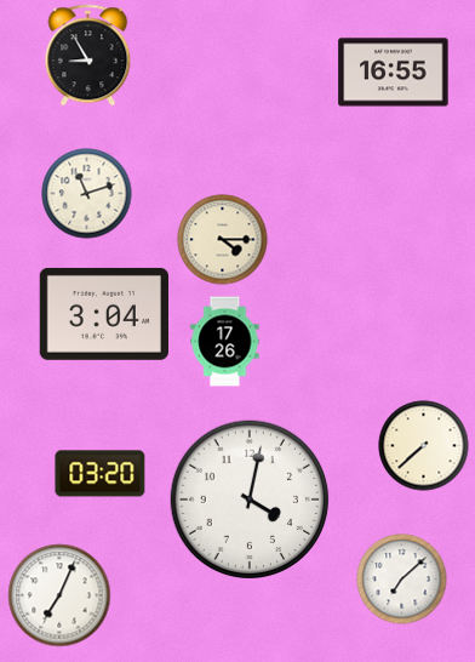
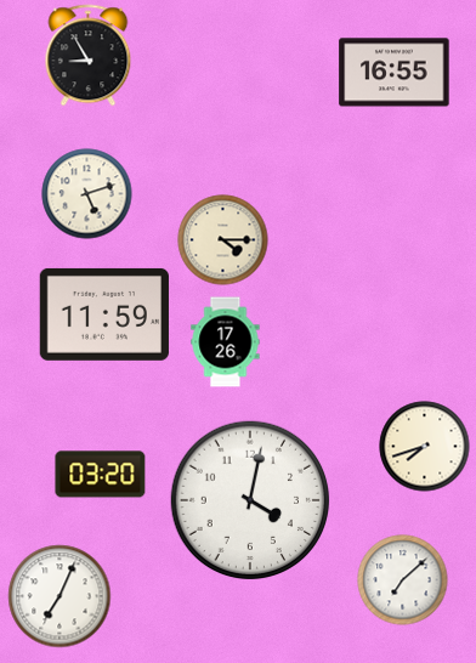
clock at (87, 194): 11:12 -> 5:12
clock at (104, 314): 3:04 -> 11:59
clock at (424, 446): 7:38 -> 7:42
